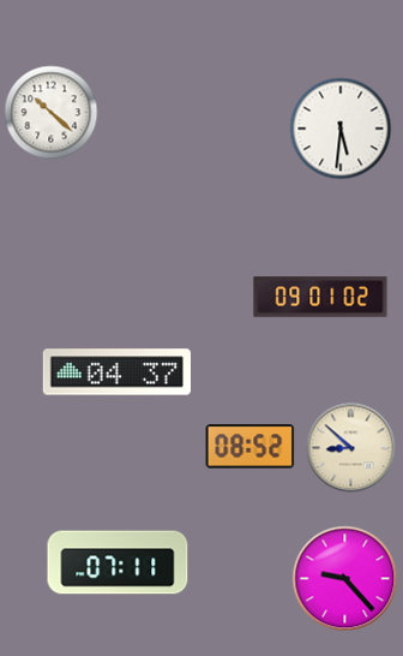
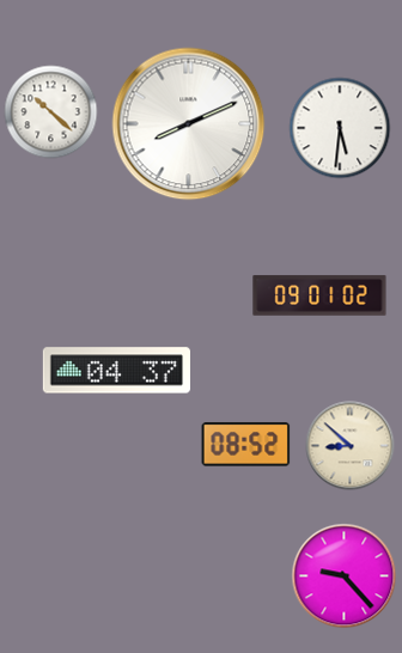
clock at (189, 124): none -> 8:11
clock at (251, 447) position: (251, 447) -> (246, 445)
clock at (118, 562): 07:11 -> none
